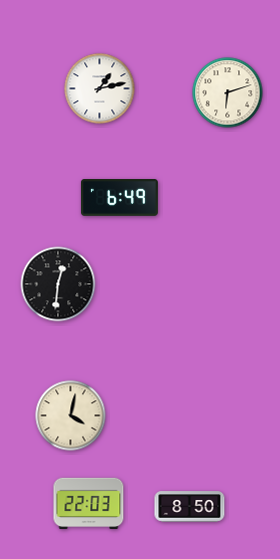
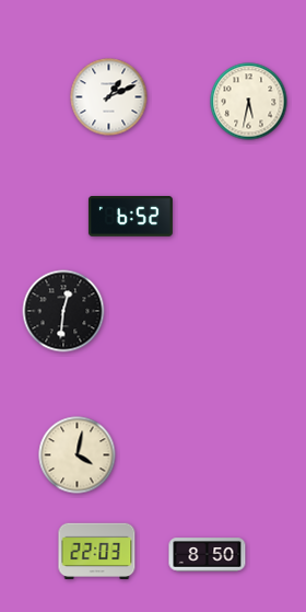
clock at (100, 89): 1:13 -> 1:11
clock at (228, 93): 6:12 -> 5:32
clock at (119, 198): 6:49 -> 6:52
